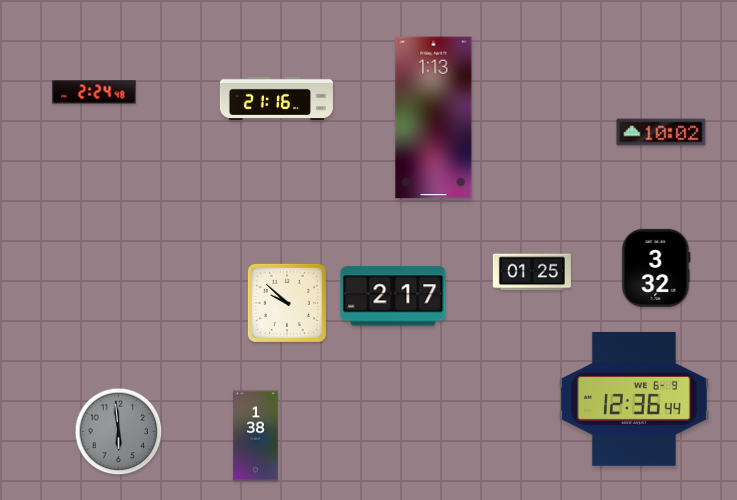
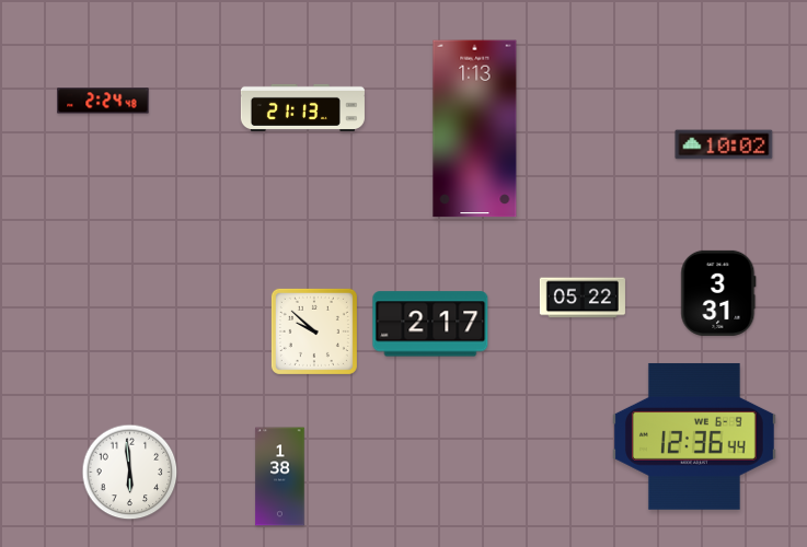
clock at (276, 98): 21:16 -> 21:13
clock at (656, 268): 3:32 -> 3:31
clock at (532, 272): 01:25 -> 05:22
clock at (119, 432) dial: grey -> white
